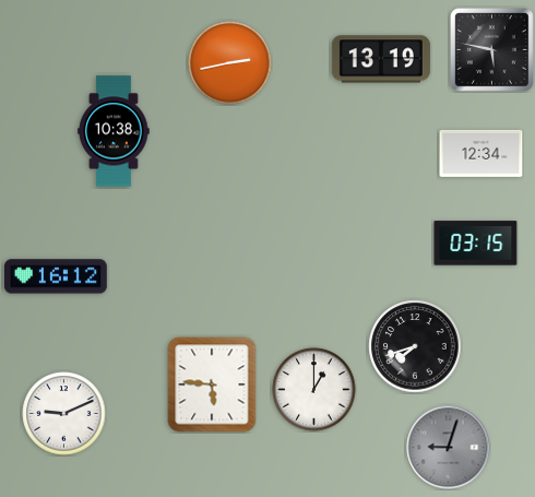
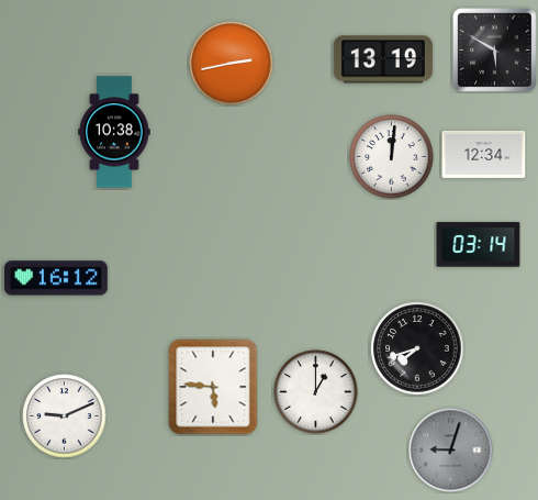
clock at (492, 50): 5:47 -> 5:50
clock at (392, 157): none -> 12:01
clock at (476, 244): 03:15 -> 03:14
